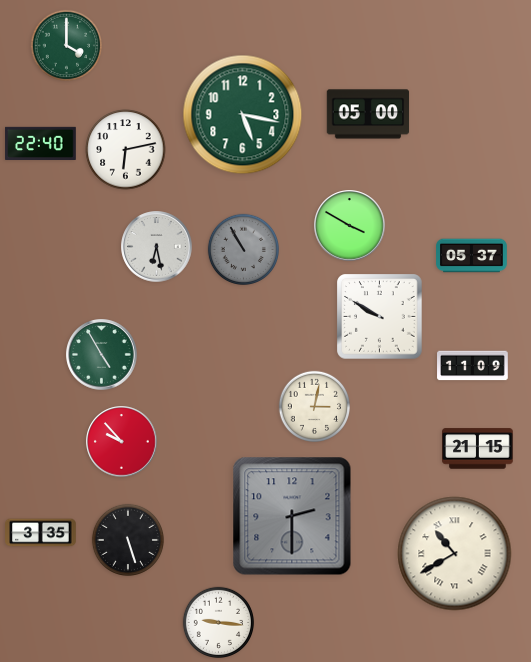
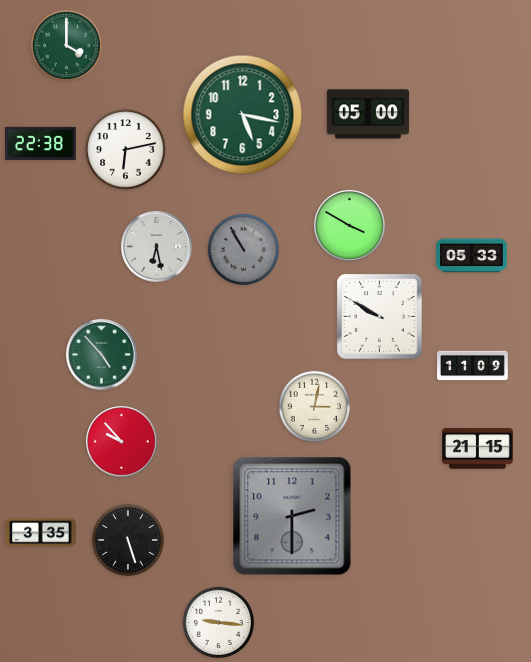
clock at (41, 144): 22:40 -> 22:38
clock at (472, 256): 05:37 -> 05:33
clock at (102, 355): 4:55 -> 4:53
clock at (455, 554): 10:40 -> none
